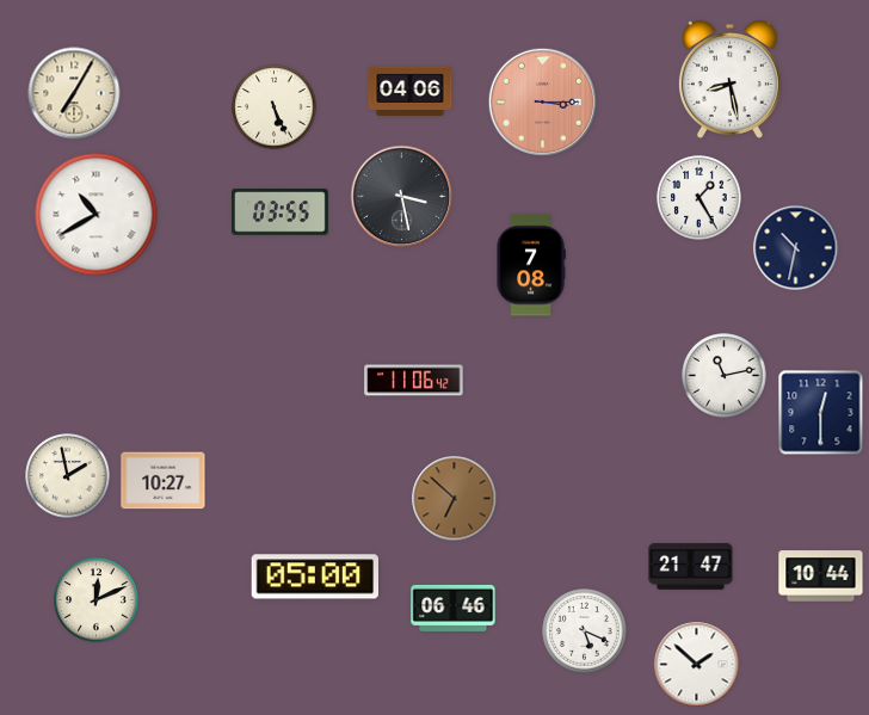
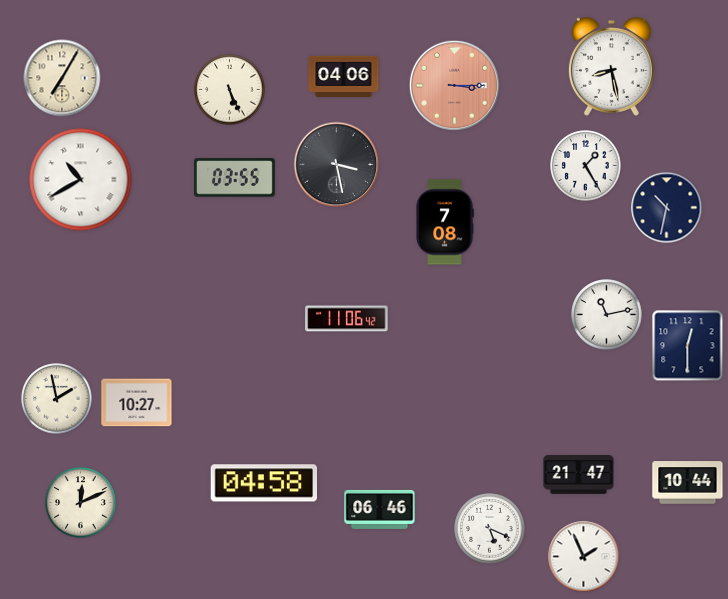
clock at (455, 499): 6:52 -> none
clock at (314, 577): 05:00 -> 04:58
clock at (697, 665): 1:52 -> 1:56
